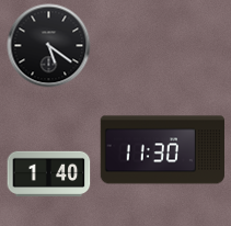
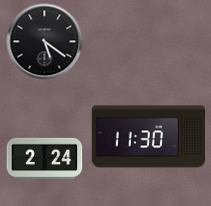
clock at (49, 173): 1:40 -> 2:24
